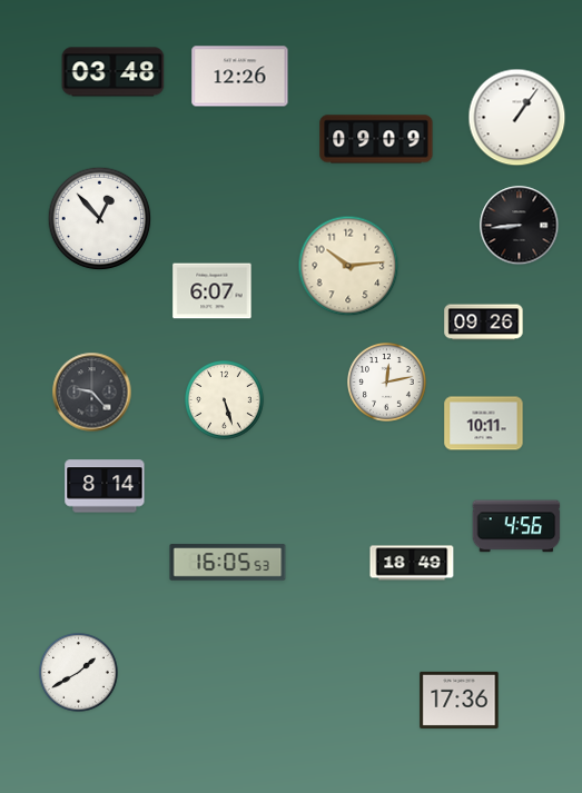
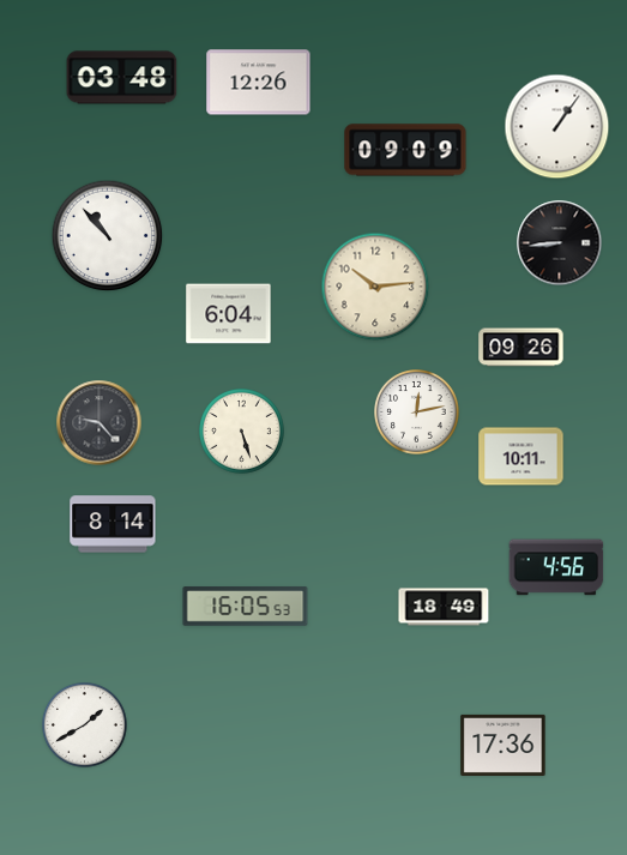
clock at (100, 219): 12:53 -> 10:53
clock at (213, 291): 6:07 -> 6:04
clock at (460, 700) position: (460, 700) -> (504, 745)
